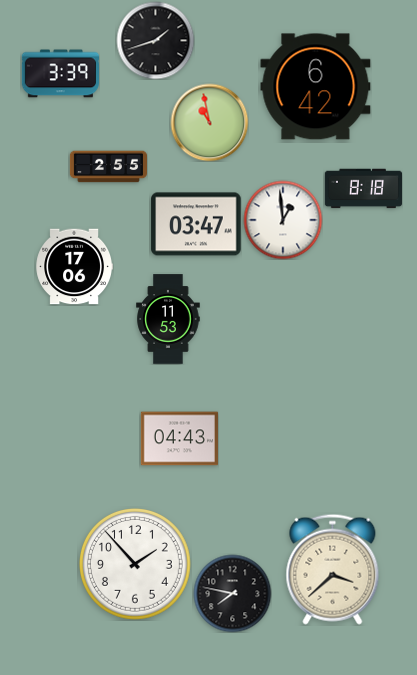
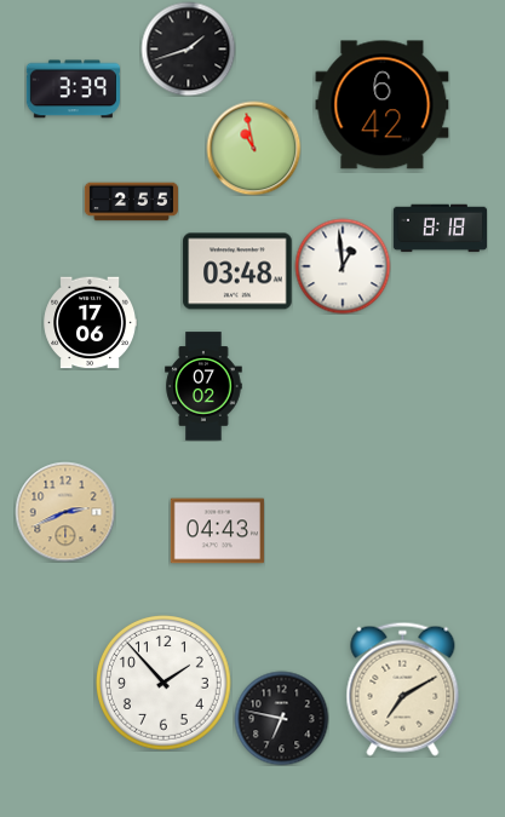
clock at (196, 224): 03:47 -> 03:48
clock at (168, 319): 11:53 -> 07:02
clock at (65, 512): none -> 2:41
clock at (333, 569): 3:38 -> 7:10
clock at (232, 593): 7:47 -> 6:47
